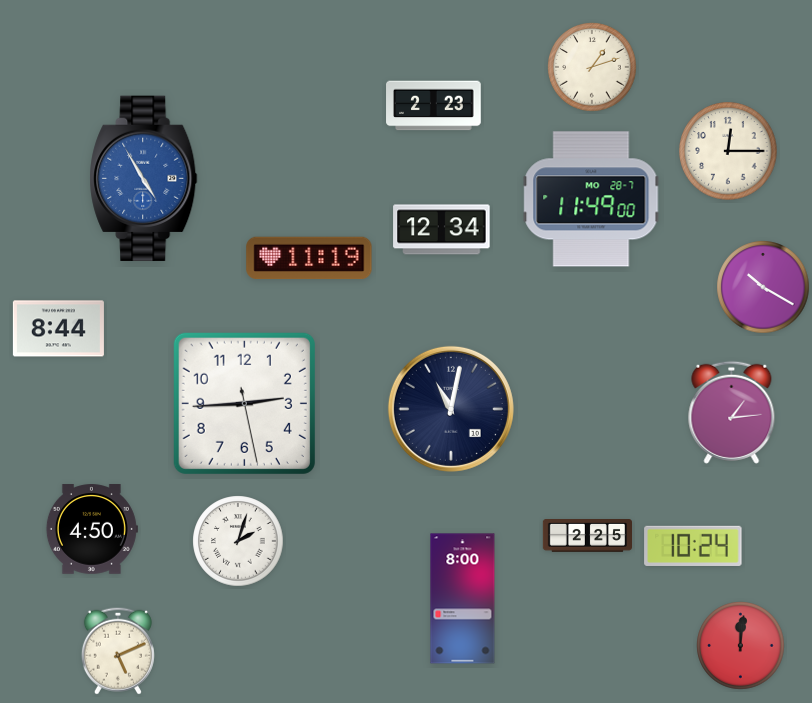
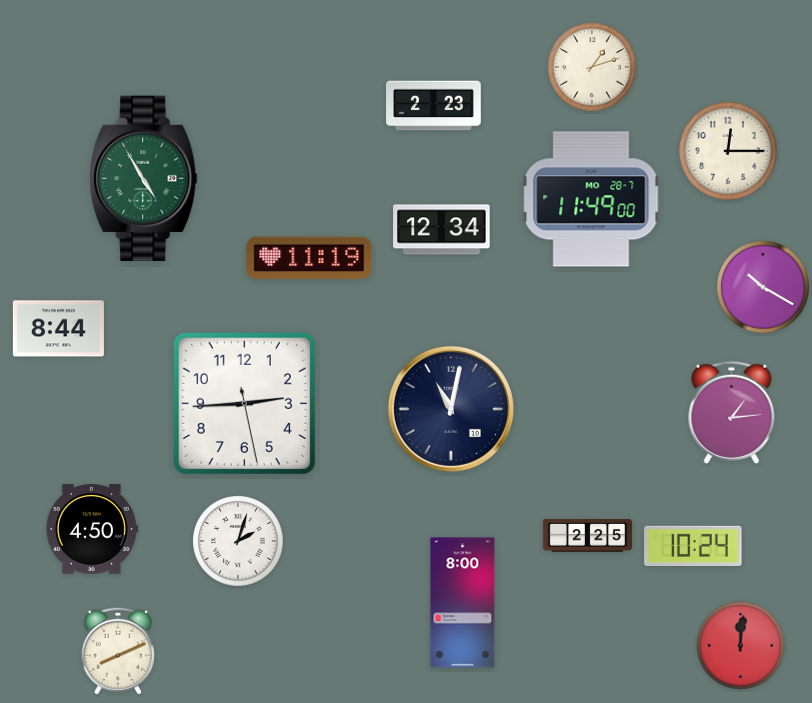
clock at (144, 178) dial: blue -> green
clock at (463, 599) position: (463, 599) -> (463, 603)
clock at (118, 651): 5:11 -> 8:11
